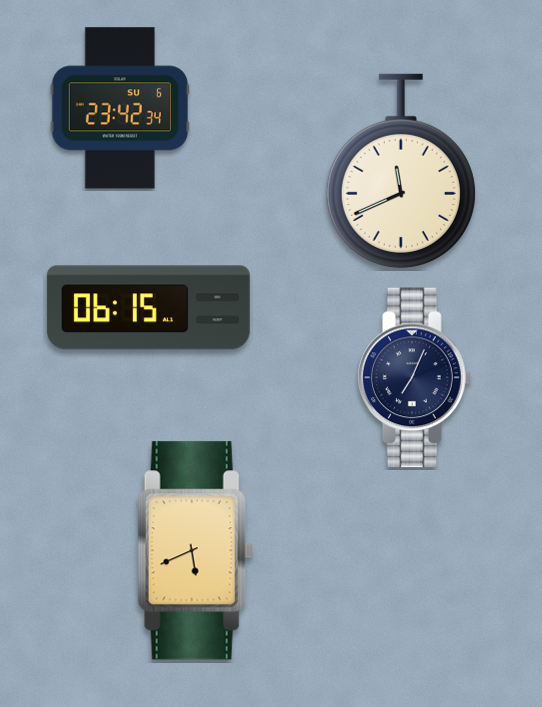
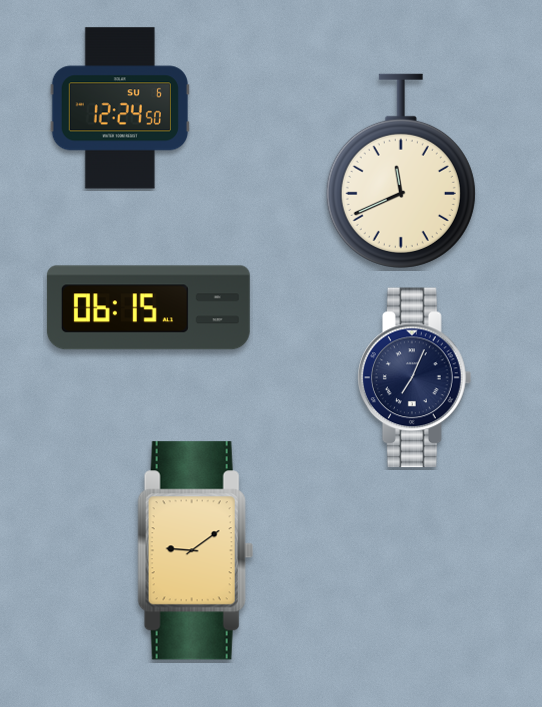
clock at (120, 108): 23:42 -> 12:24
clock at (195, 551): 5:41 -> 9:09
